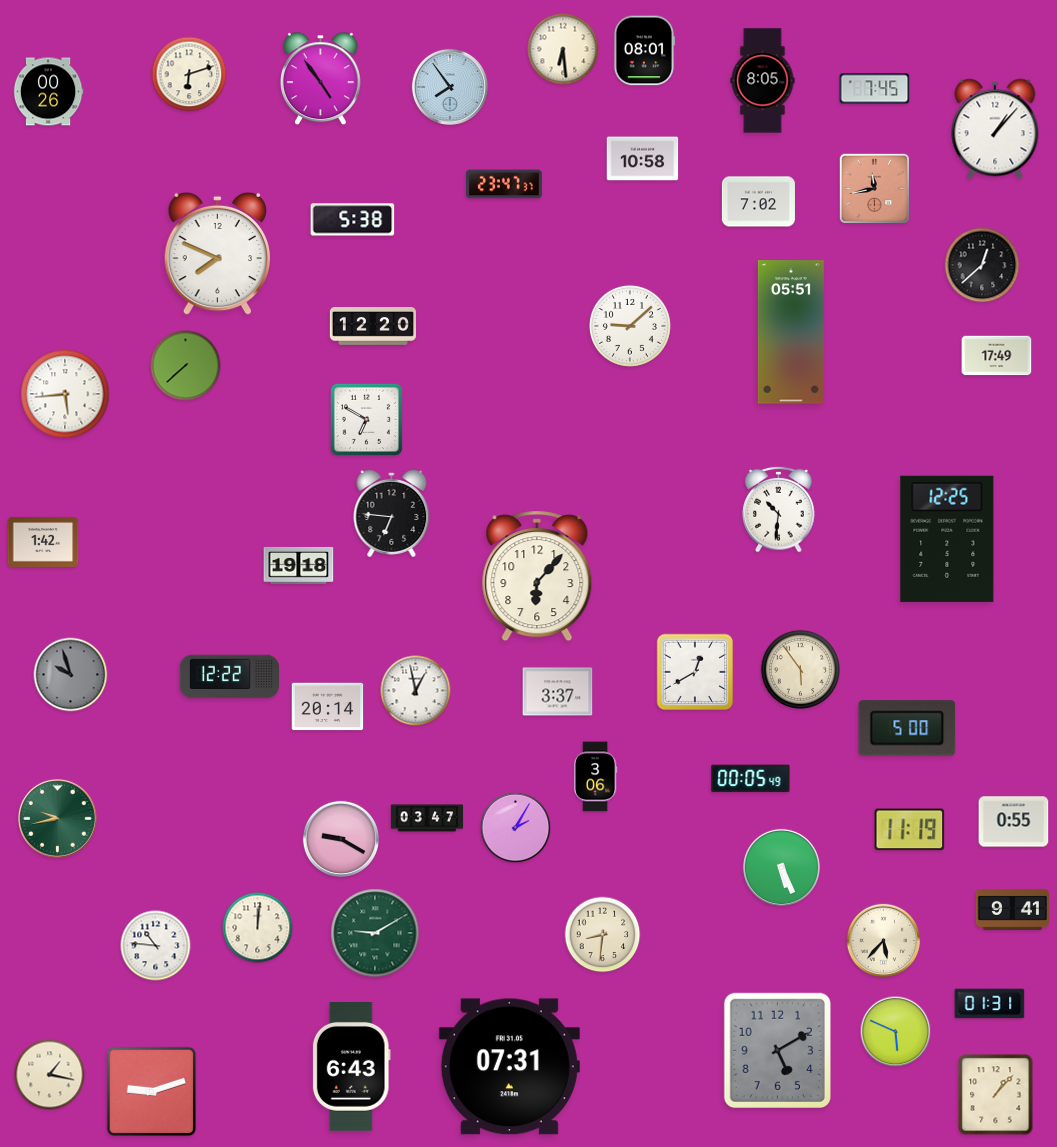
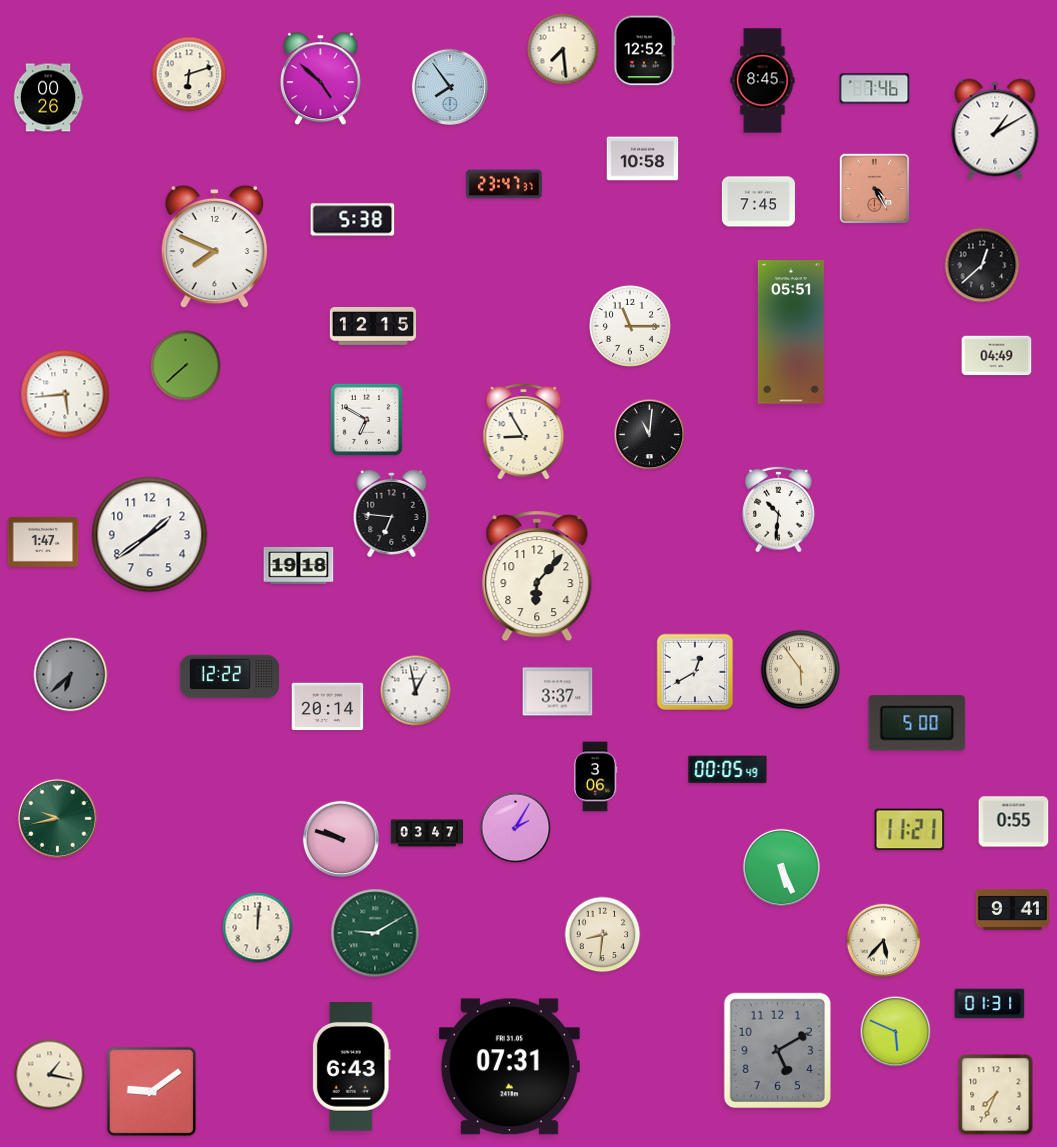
clock at (563, 49): 6:29 -> 7:29
clock at (644, 51): 08:01 -> 12:52
clock at (320, 79): 4:54 -> 4:52
clock at (763, 81): 8:05 -> 8:45
clock at (875, 89): 7:45 -> 7:46
clock at (48, 92) position: (48, 92) -> (48, 98)
clock at (995, 129): 1:07 -> 1:10
clock at (874, 188): 11:43 -> 4:25
clock at (758, 202): 7:02 -> 7:45
clock at (217, 254) position: (217, 254) -> (214, 247)
clock at (630, 326): 9:08 -> 11:15
clock at (373, 327): 12:20 -> 12:15
clock at (997, 356): 17:49 -> 04:49
clock at (524, 432): none -> 8:55
clock at (650, 435): none -> 11:01
clock at (150, 535): none -> 1:39
clock at (947, 539): 12:25 -> none
clock at (43, 542): 1:42 -> 1:47
clock at (71, 675): 9:57 -> 6:38
clock at (907, 728) position: (907, 728) -> (917, 723)
clock at (751, 779) position: (751, 779) -> (728, 770)
clock at (427, 818) position: (427, 818) -> (427, 833)
clock at (910, 830): 11:19 -> 11:21
clock at (341, 839): 9:20 -> 9:48
clock at (156, 946): 10:46 -> none
clock at (152, 1092): 9:12 -> 9:09
clock at (996, 1095): 1:07 -> 7:34
